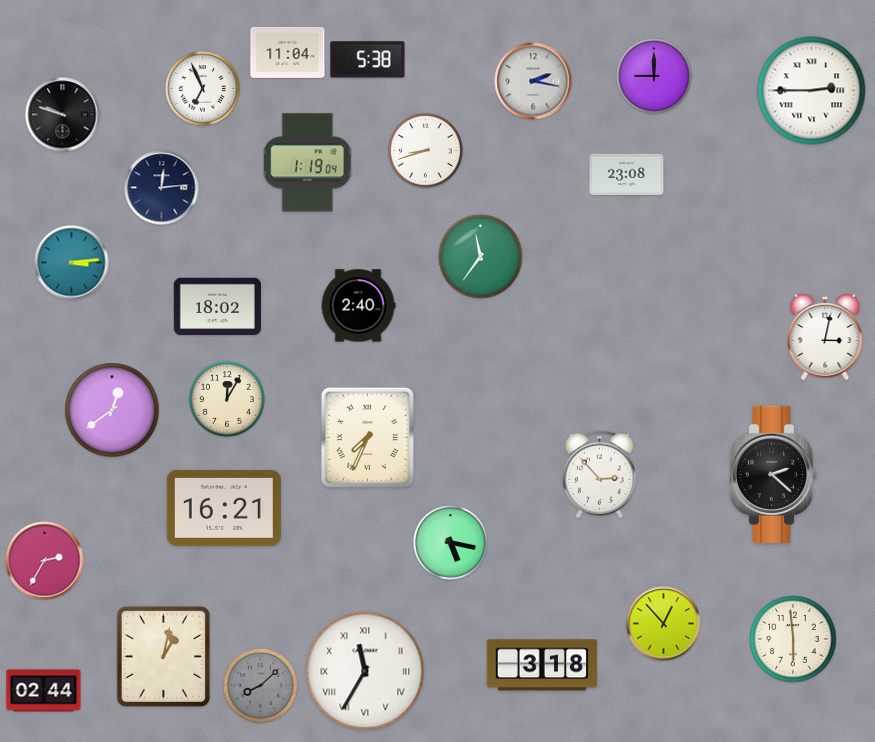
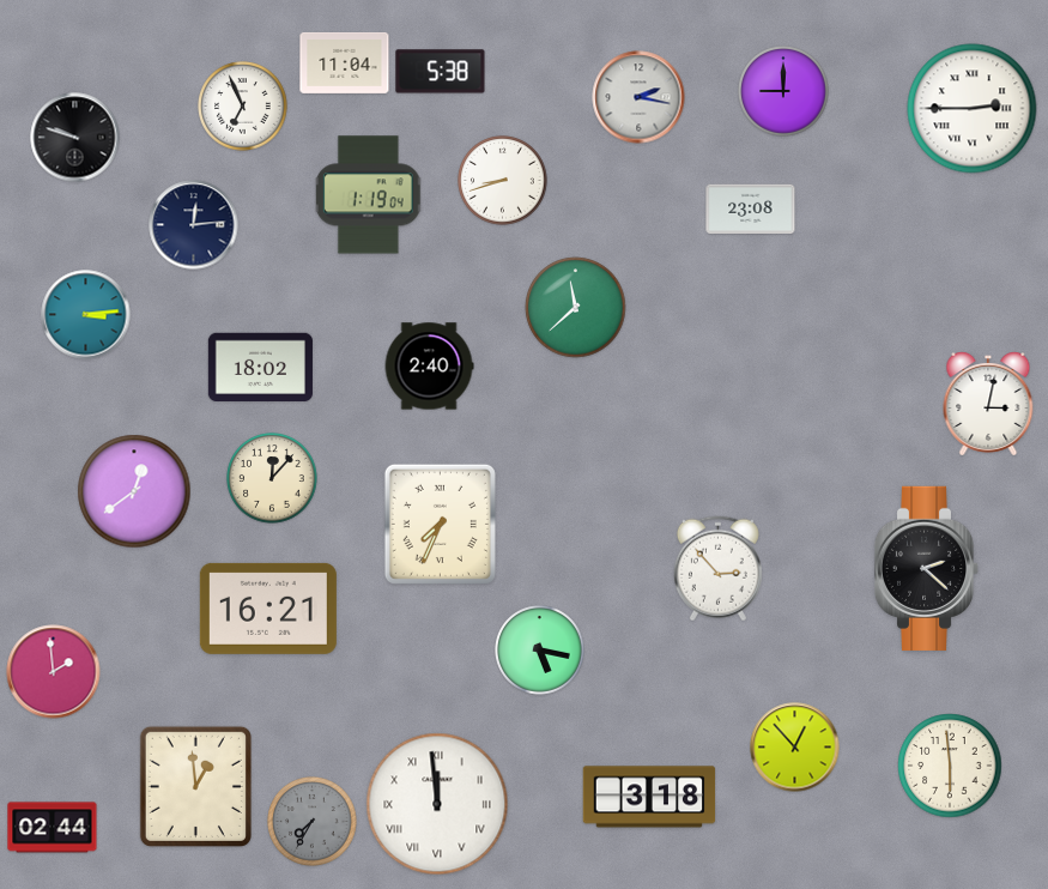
clock at (426, 151) position: (426, 151) -> (503, 181)
clock at (481, 257): 11:36 -> 11:38
clock at (227, 399): 12:05 -> 12:07
clock at (45, 561): 2:35 -> 1:59
clock at (163, 656): 1:02 -> 12:59
clock at (365, 671): 11:35 -> 11:59
clock at (261, 686): 8:08 -> 7:35
